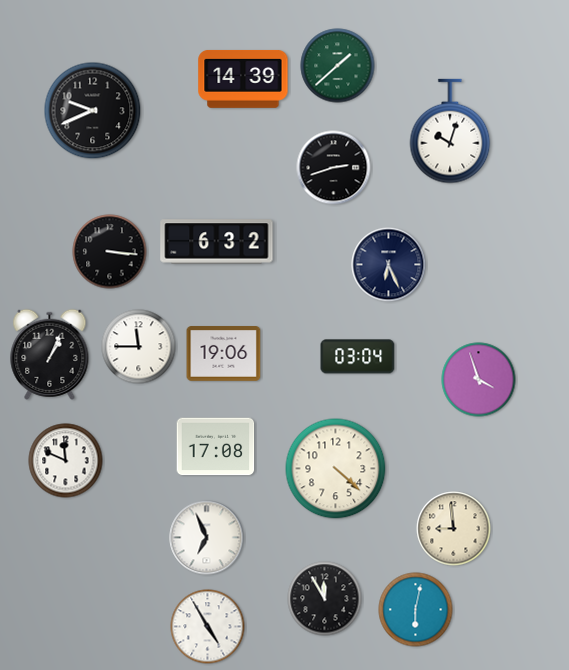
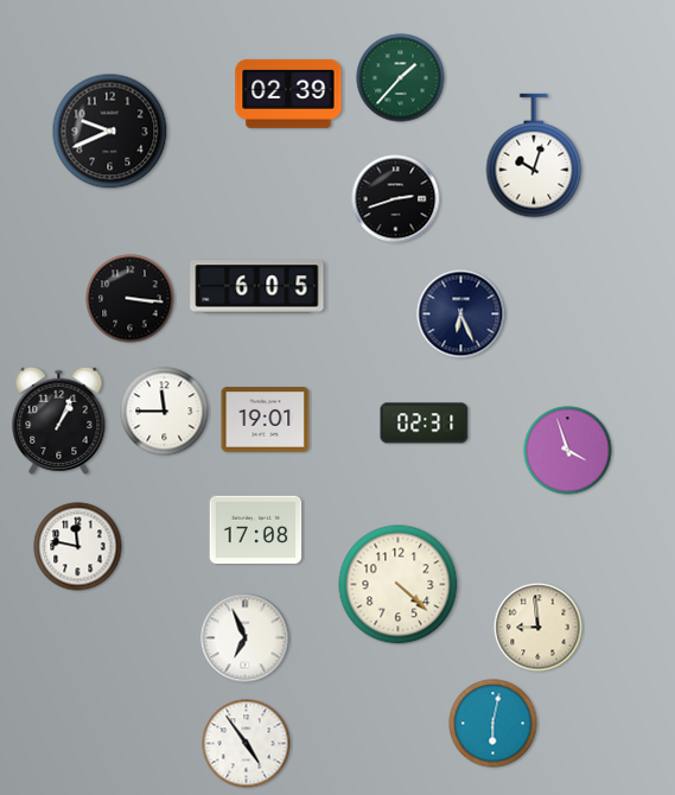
clock at (338, 66): 1:38 -> 1:37
clock at (243, 79): 14:39 -> 02:39
clock at (217, 242): 6:32 -> 6:05
clock at (224, 354): 19:06 -> 19:01
clock at (358, 357): 03:04 -> 02:31
clock at (66, 461): 11:49 -> 11:47
clock at (336, 469) position: (336, 469) -> (399, 585)
clock at (325, 599): 11:55 -> none
clock at (208, 627): 4:55 -> 4:54
